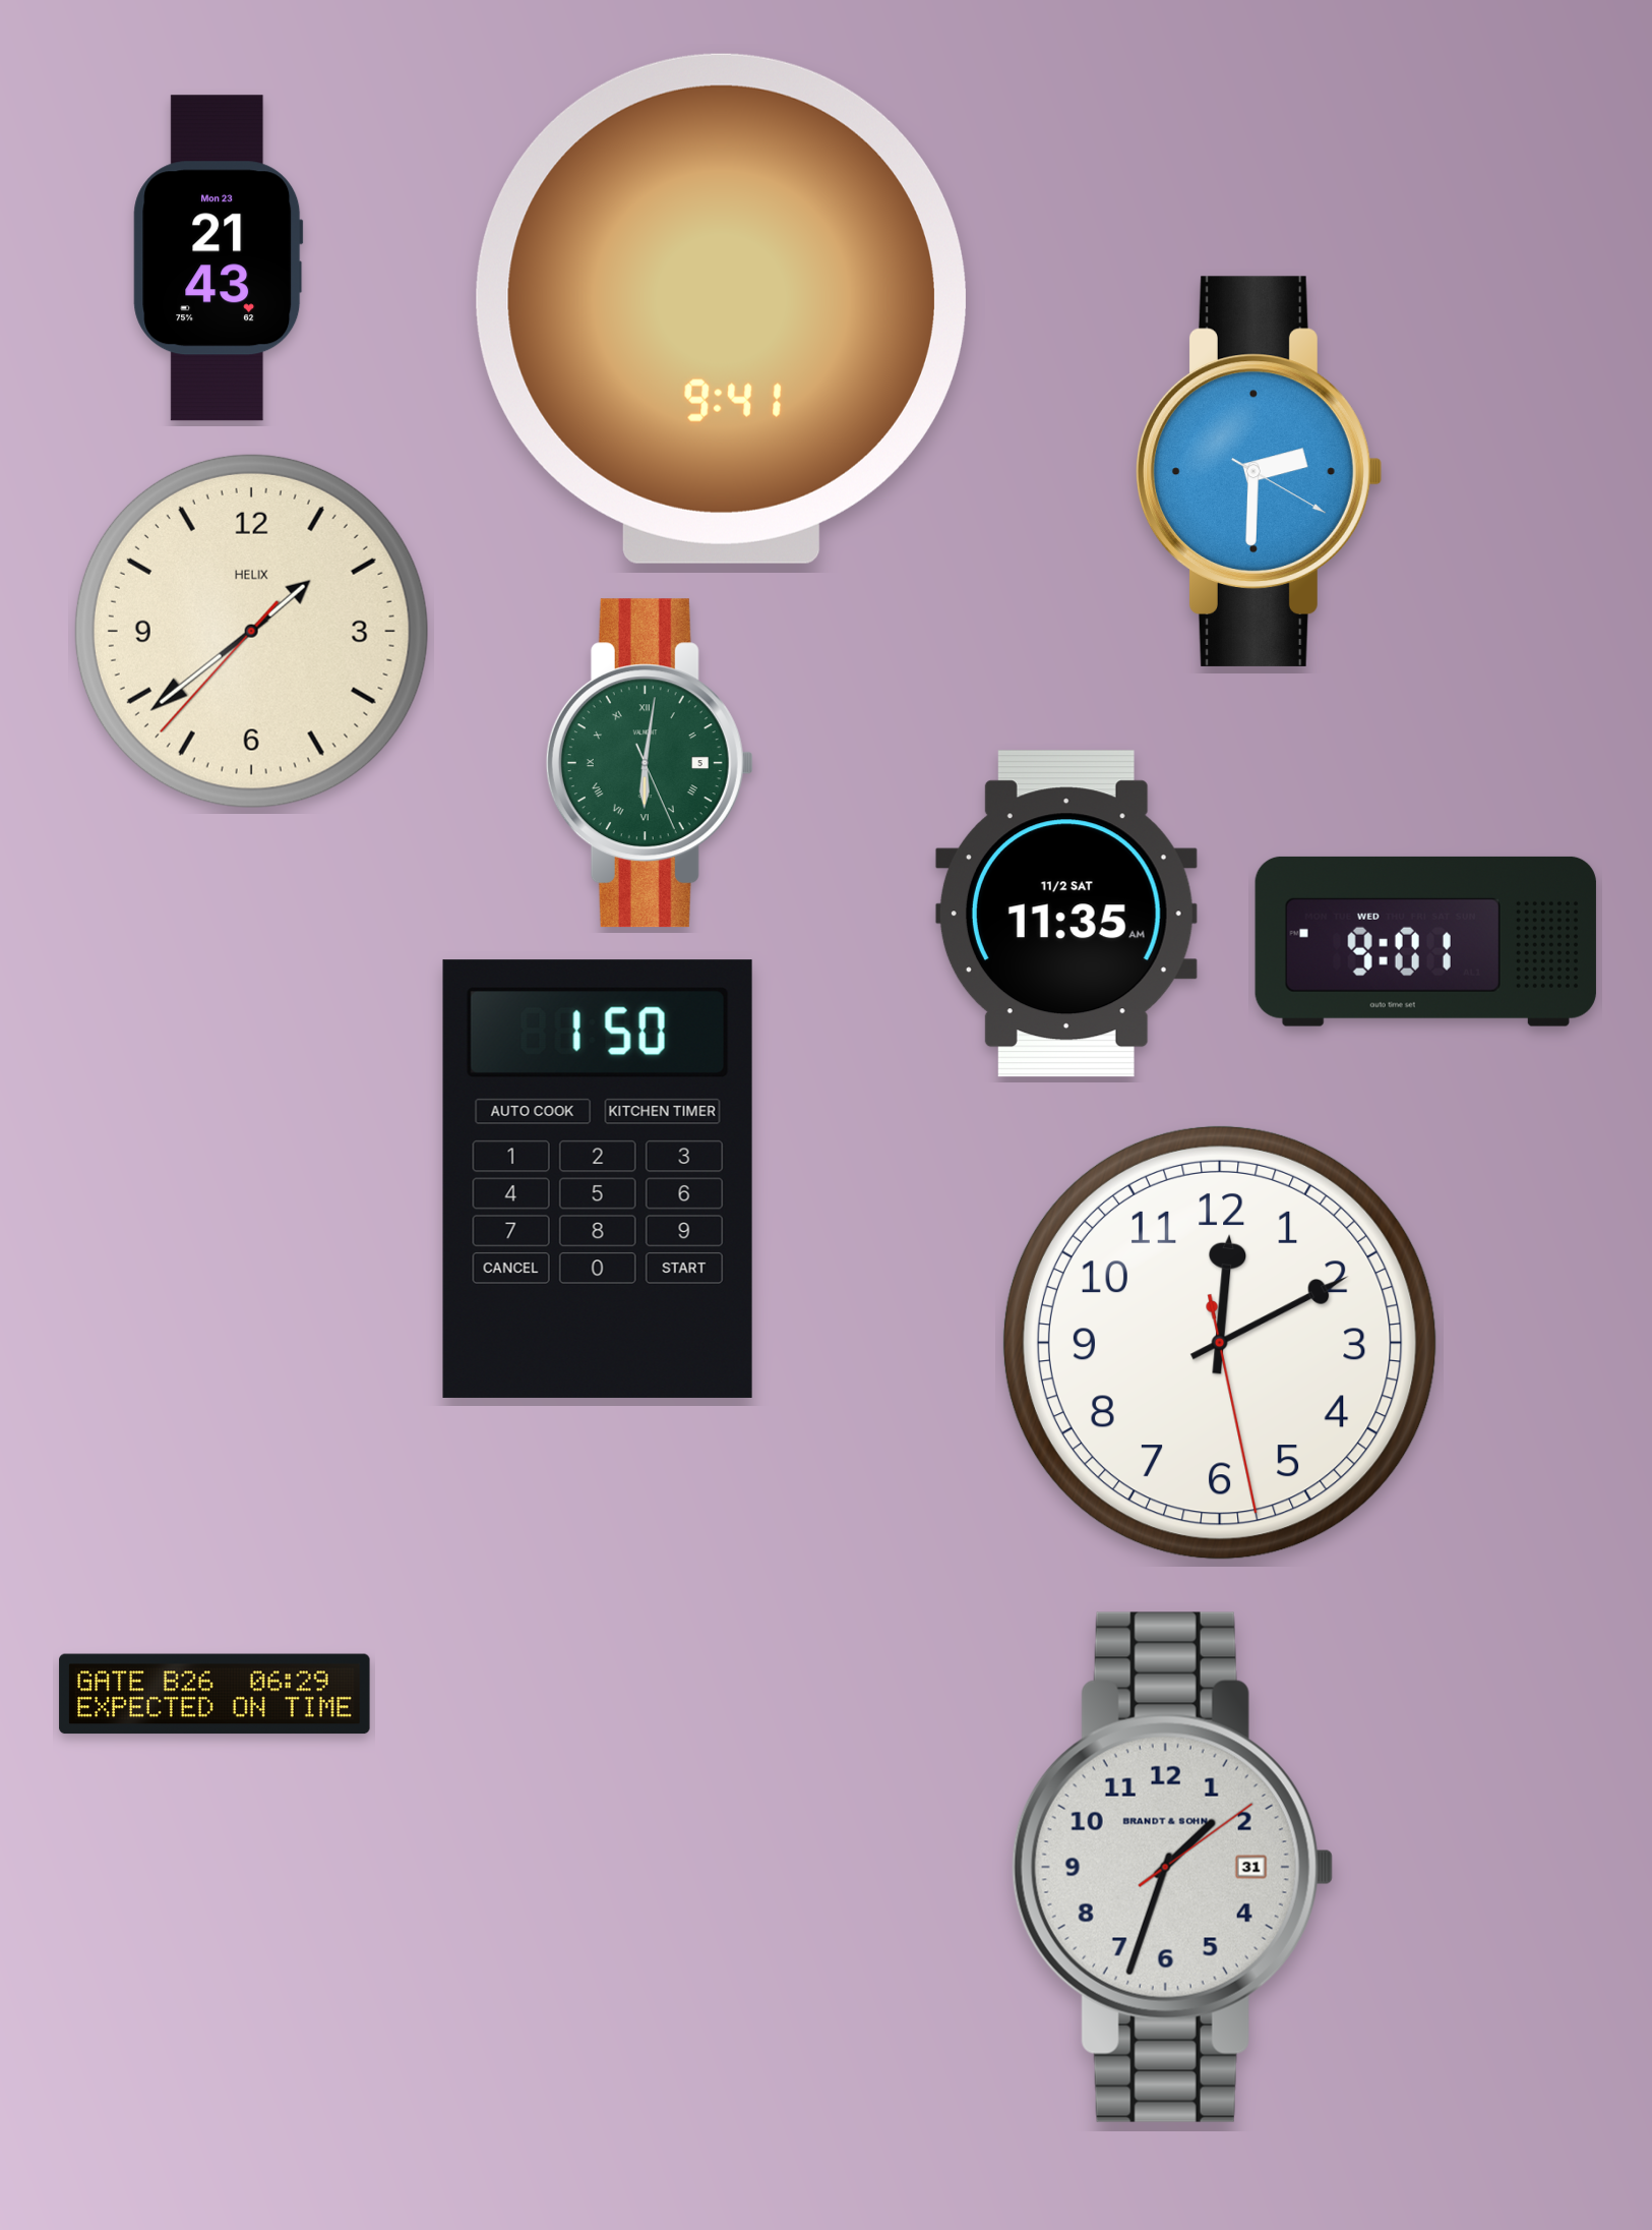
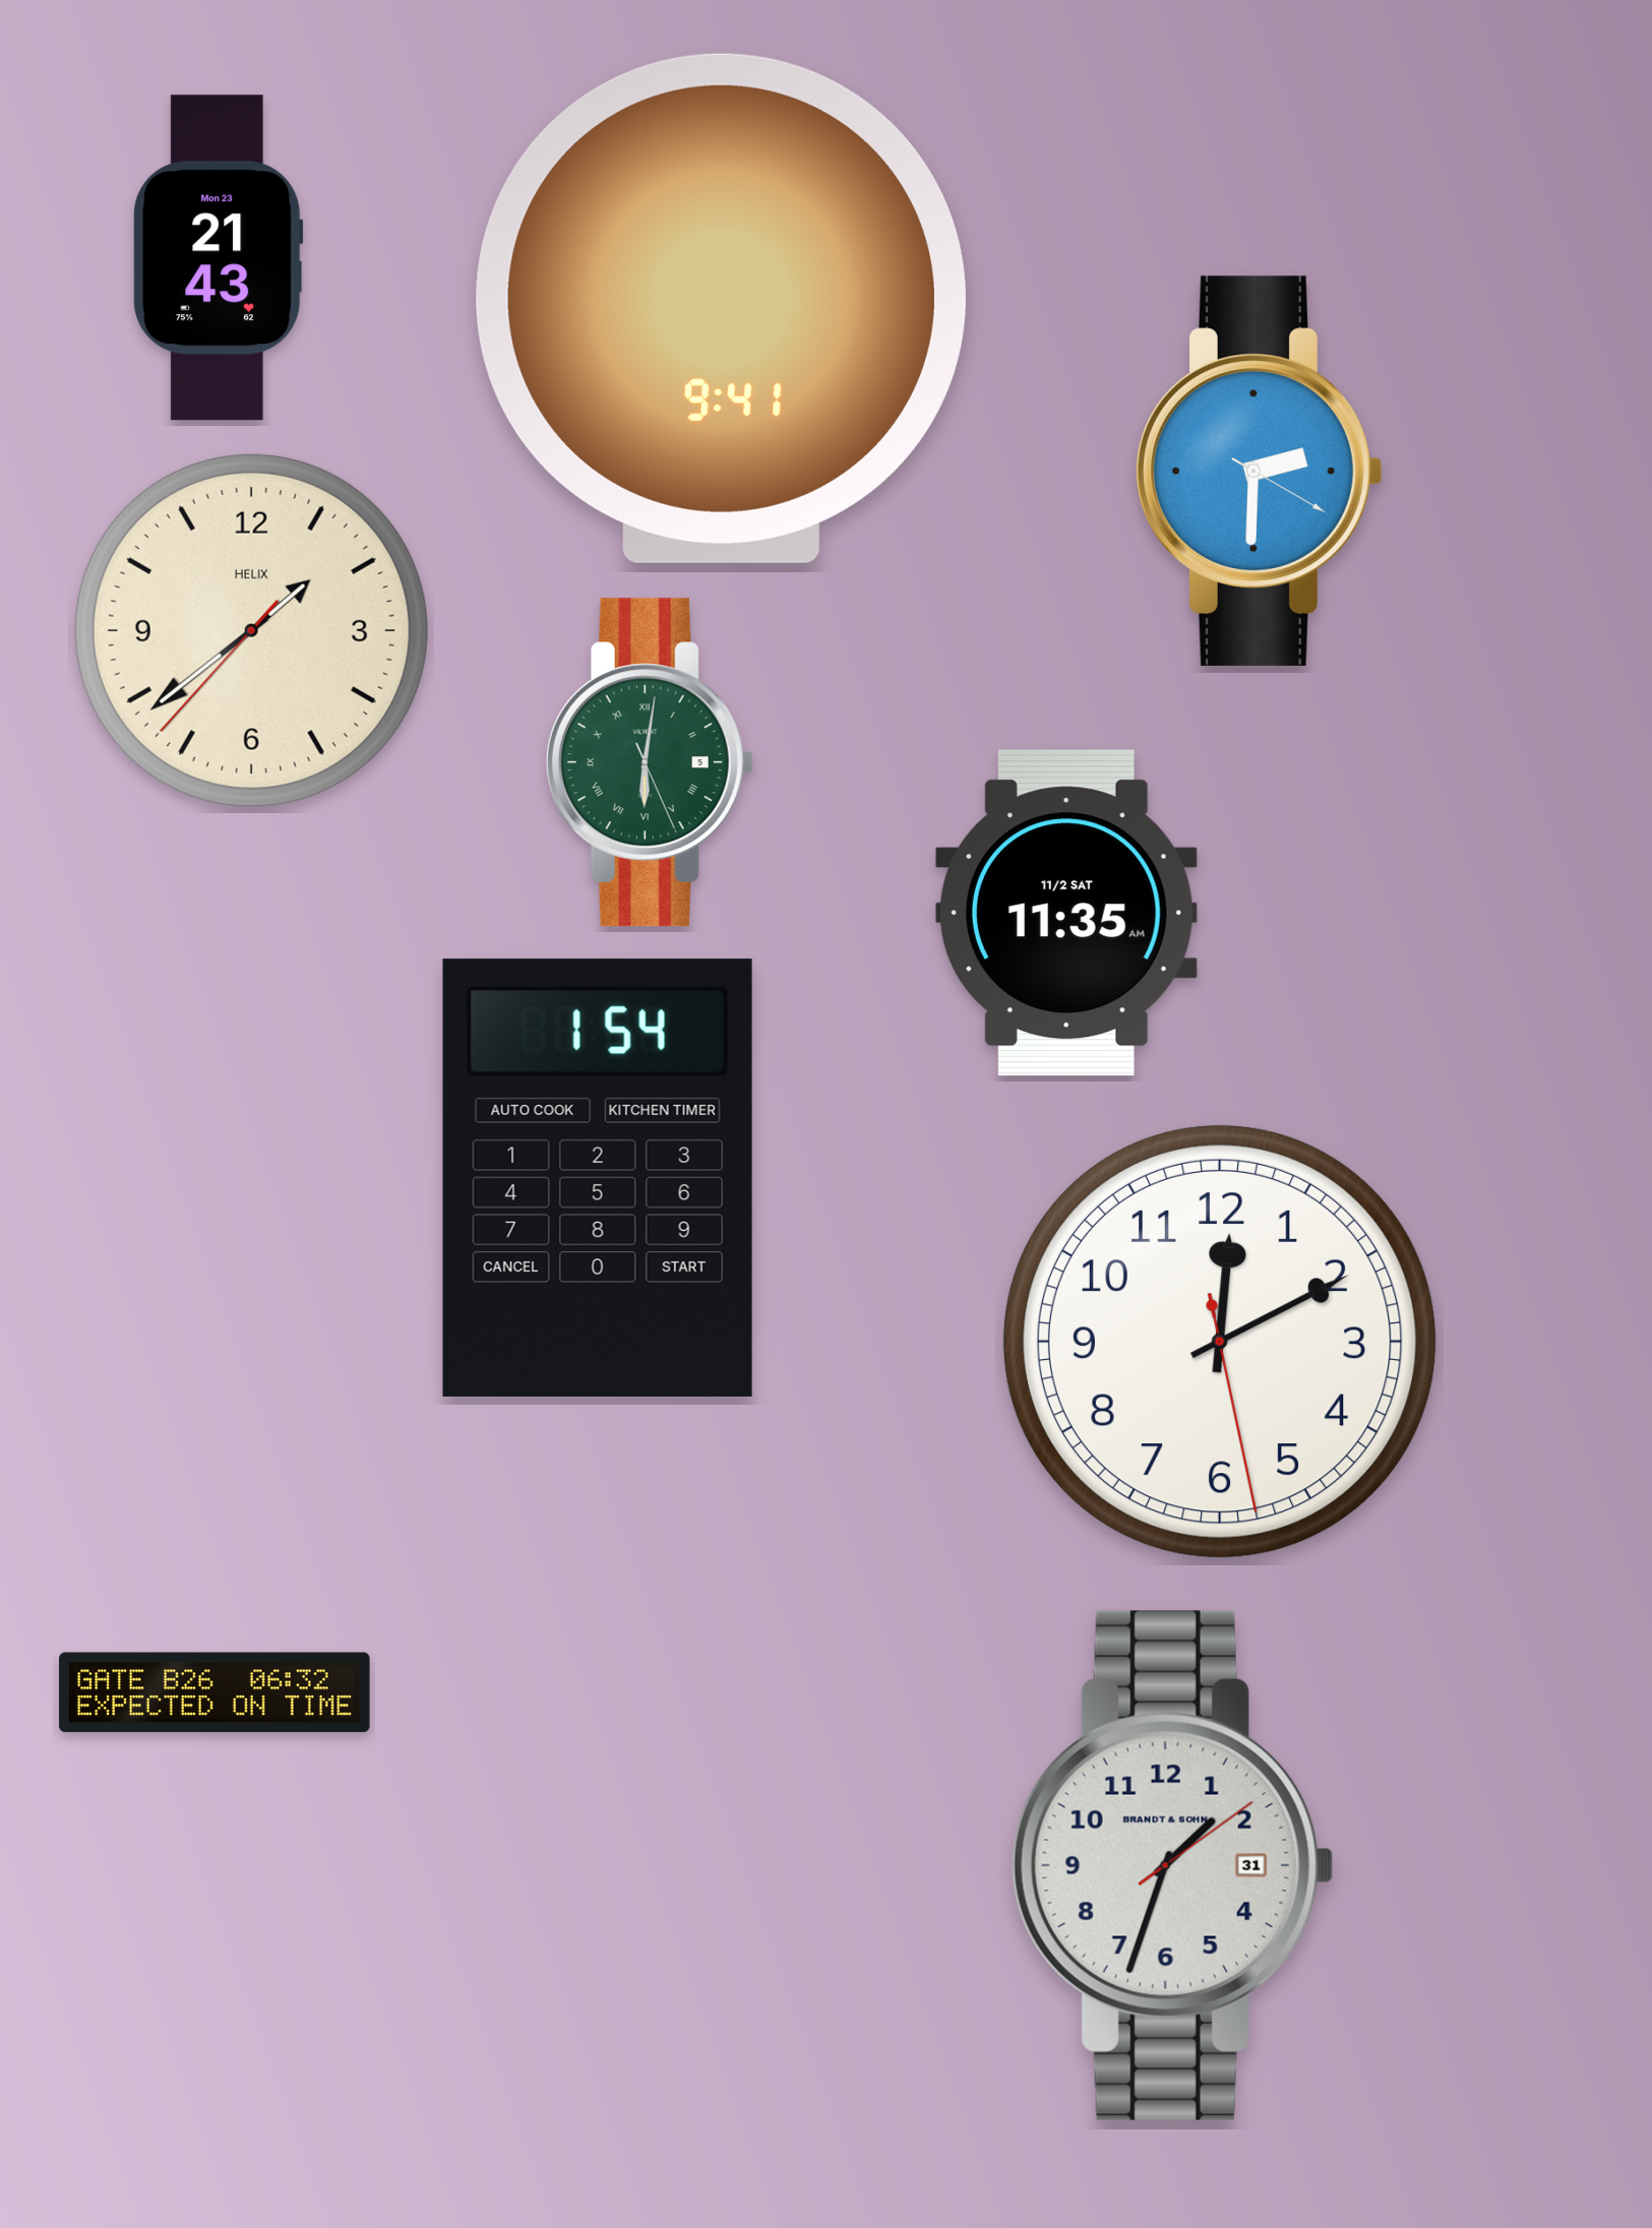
clock at (1425, 941): 9:01 -> none
clock at (598, 1179): 1:50 -> 1:54
clock at (215, 1694): 06:29 -> 06:32
